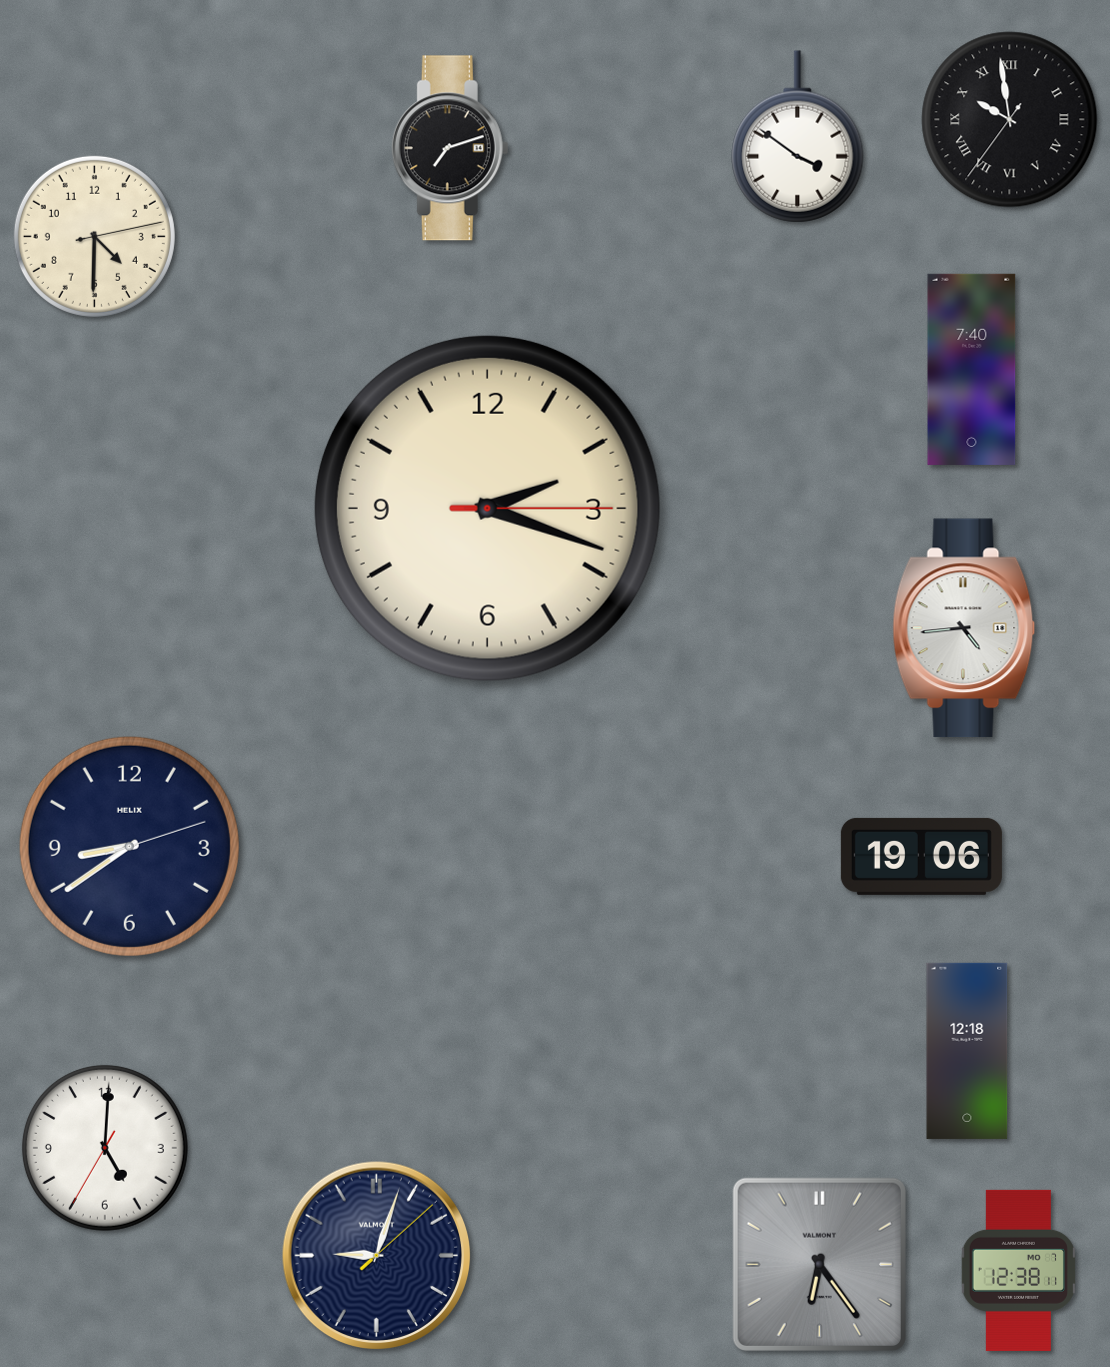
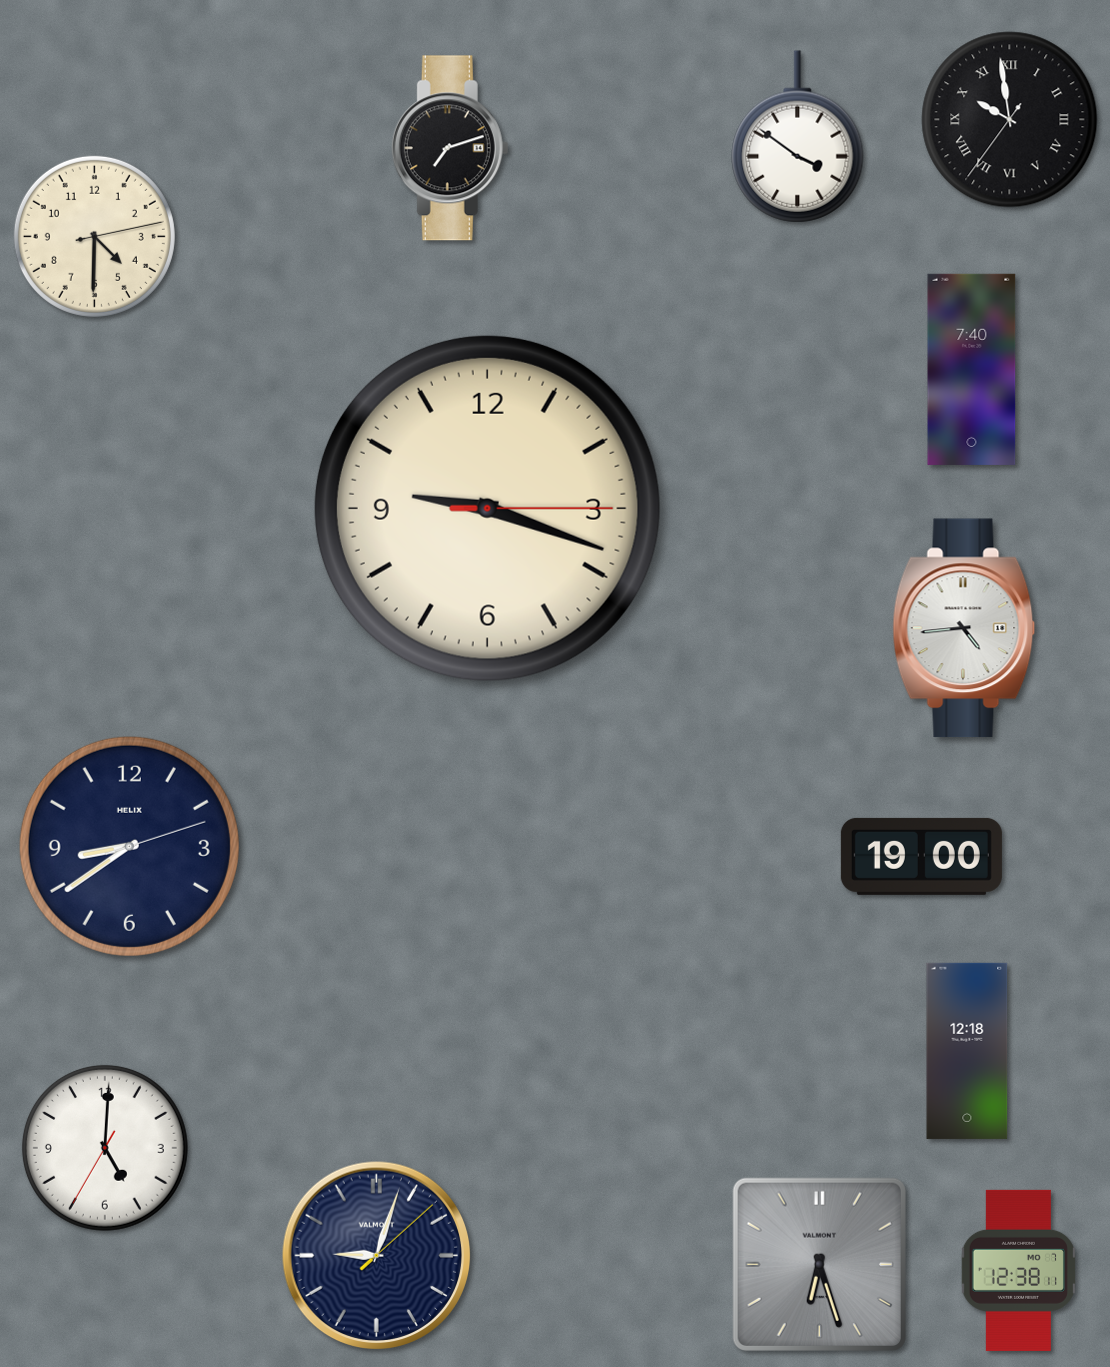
clock at (487, 508): 2:18 -> 9:18
clock at (921, 856): 19:06 -> 19:00
clock at (819, 1264): 6:24 -> 6:27
